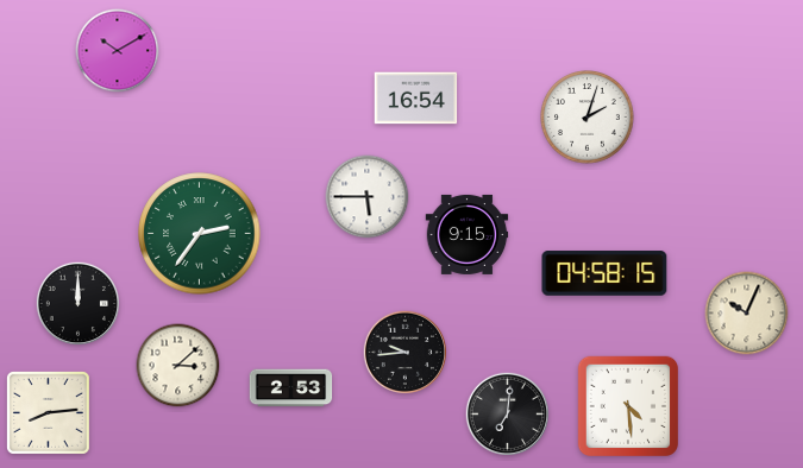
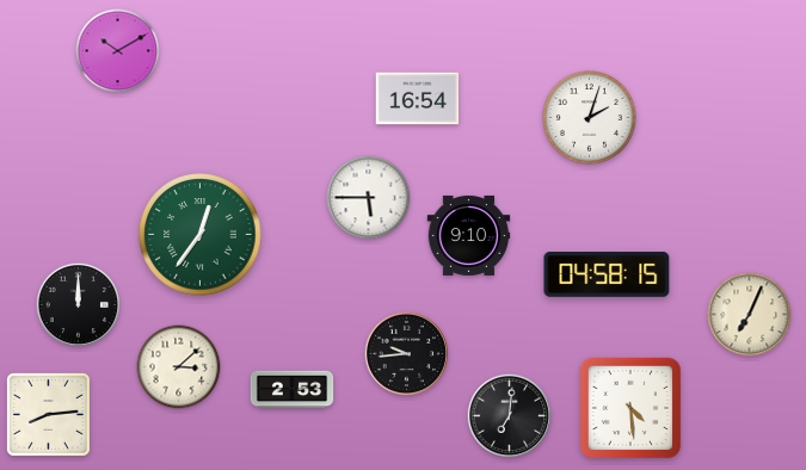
clock at (200, 234): 2:36 -> 12:36
clock at (468, 234): 9:15 -> 9:10
clock at (747, 314): 10:04 -> 7:04
